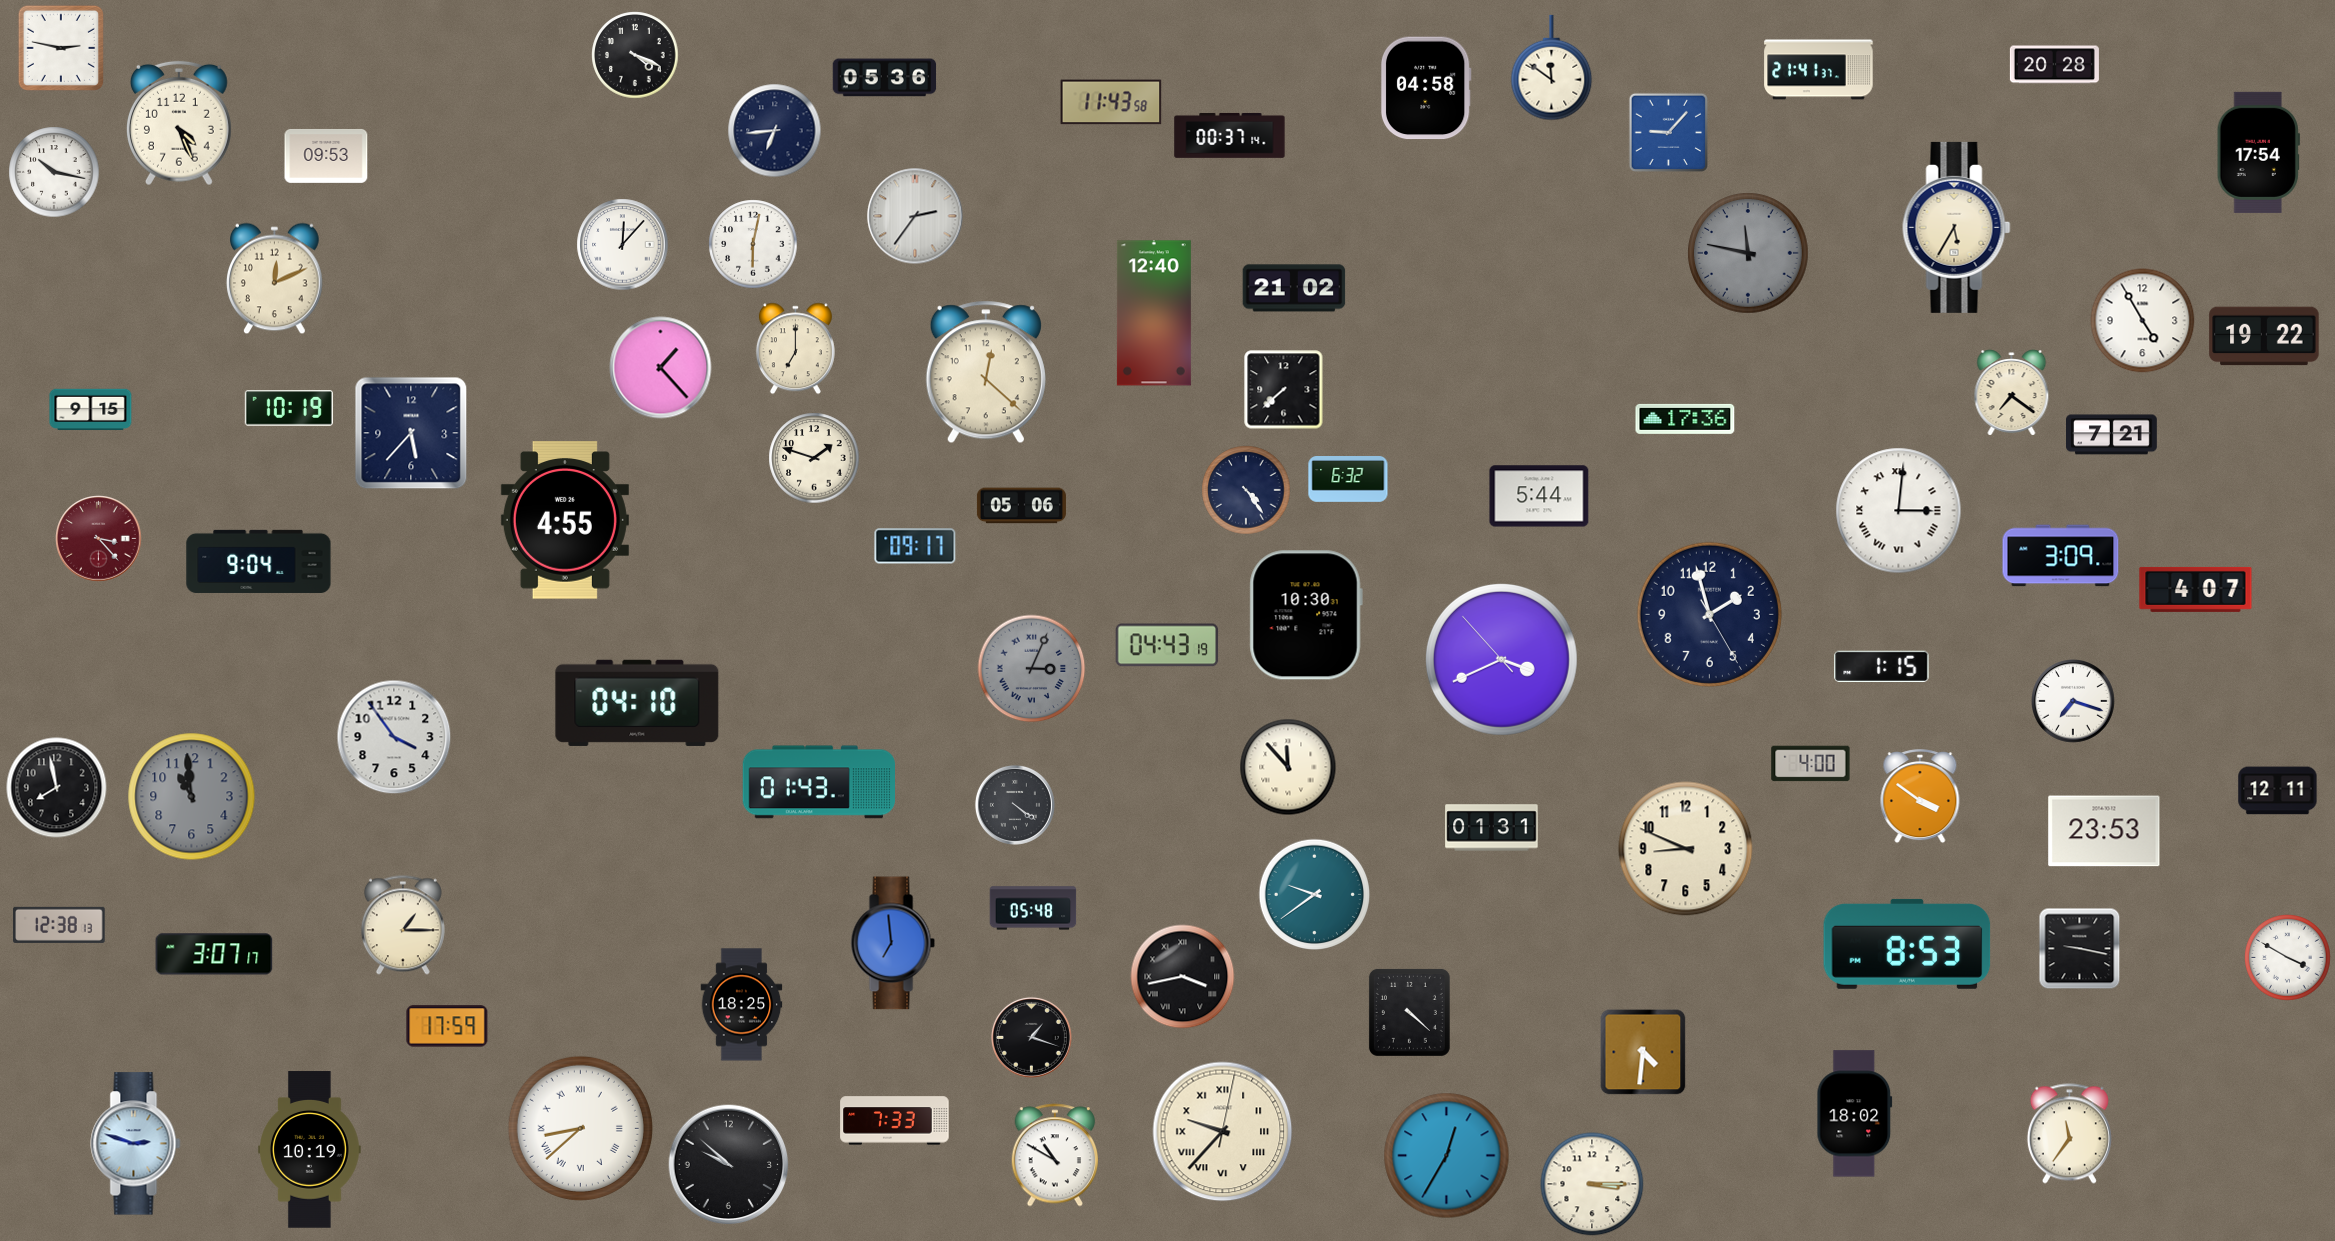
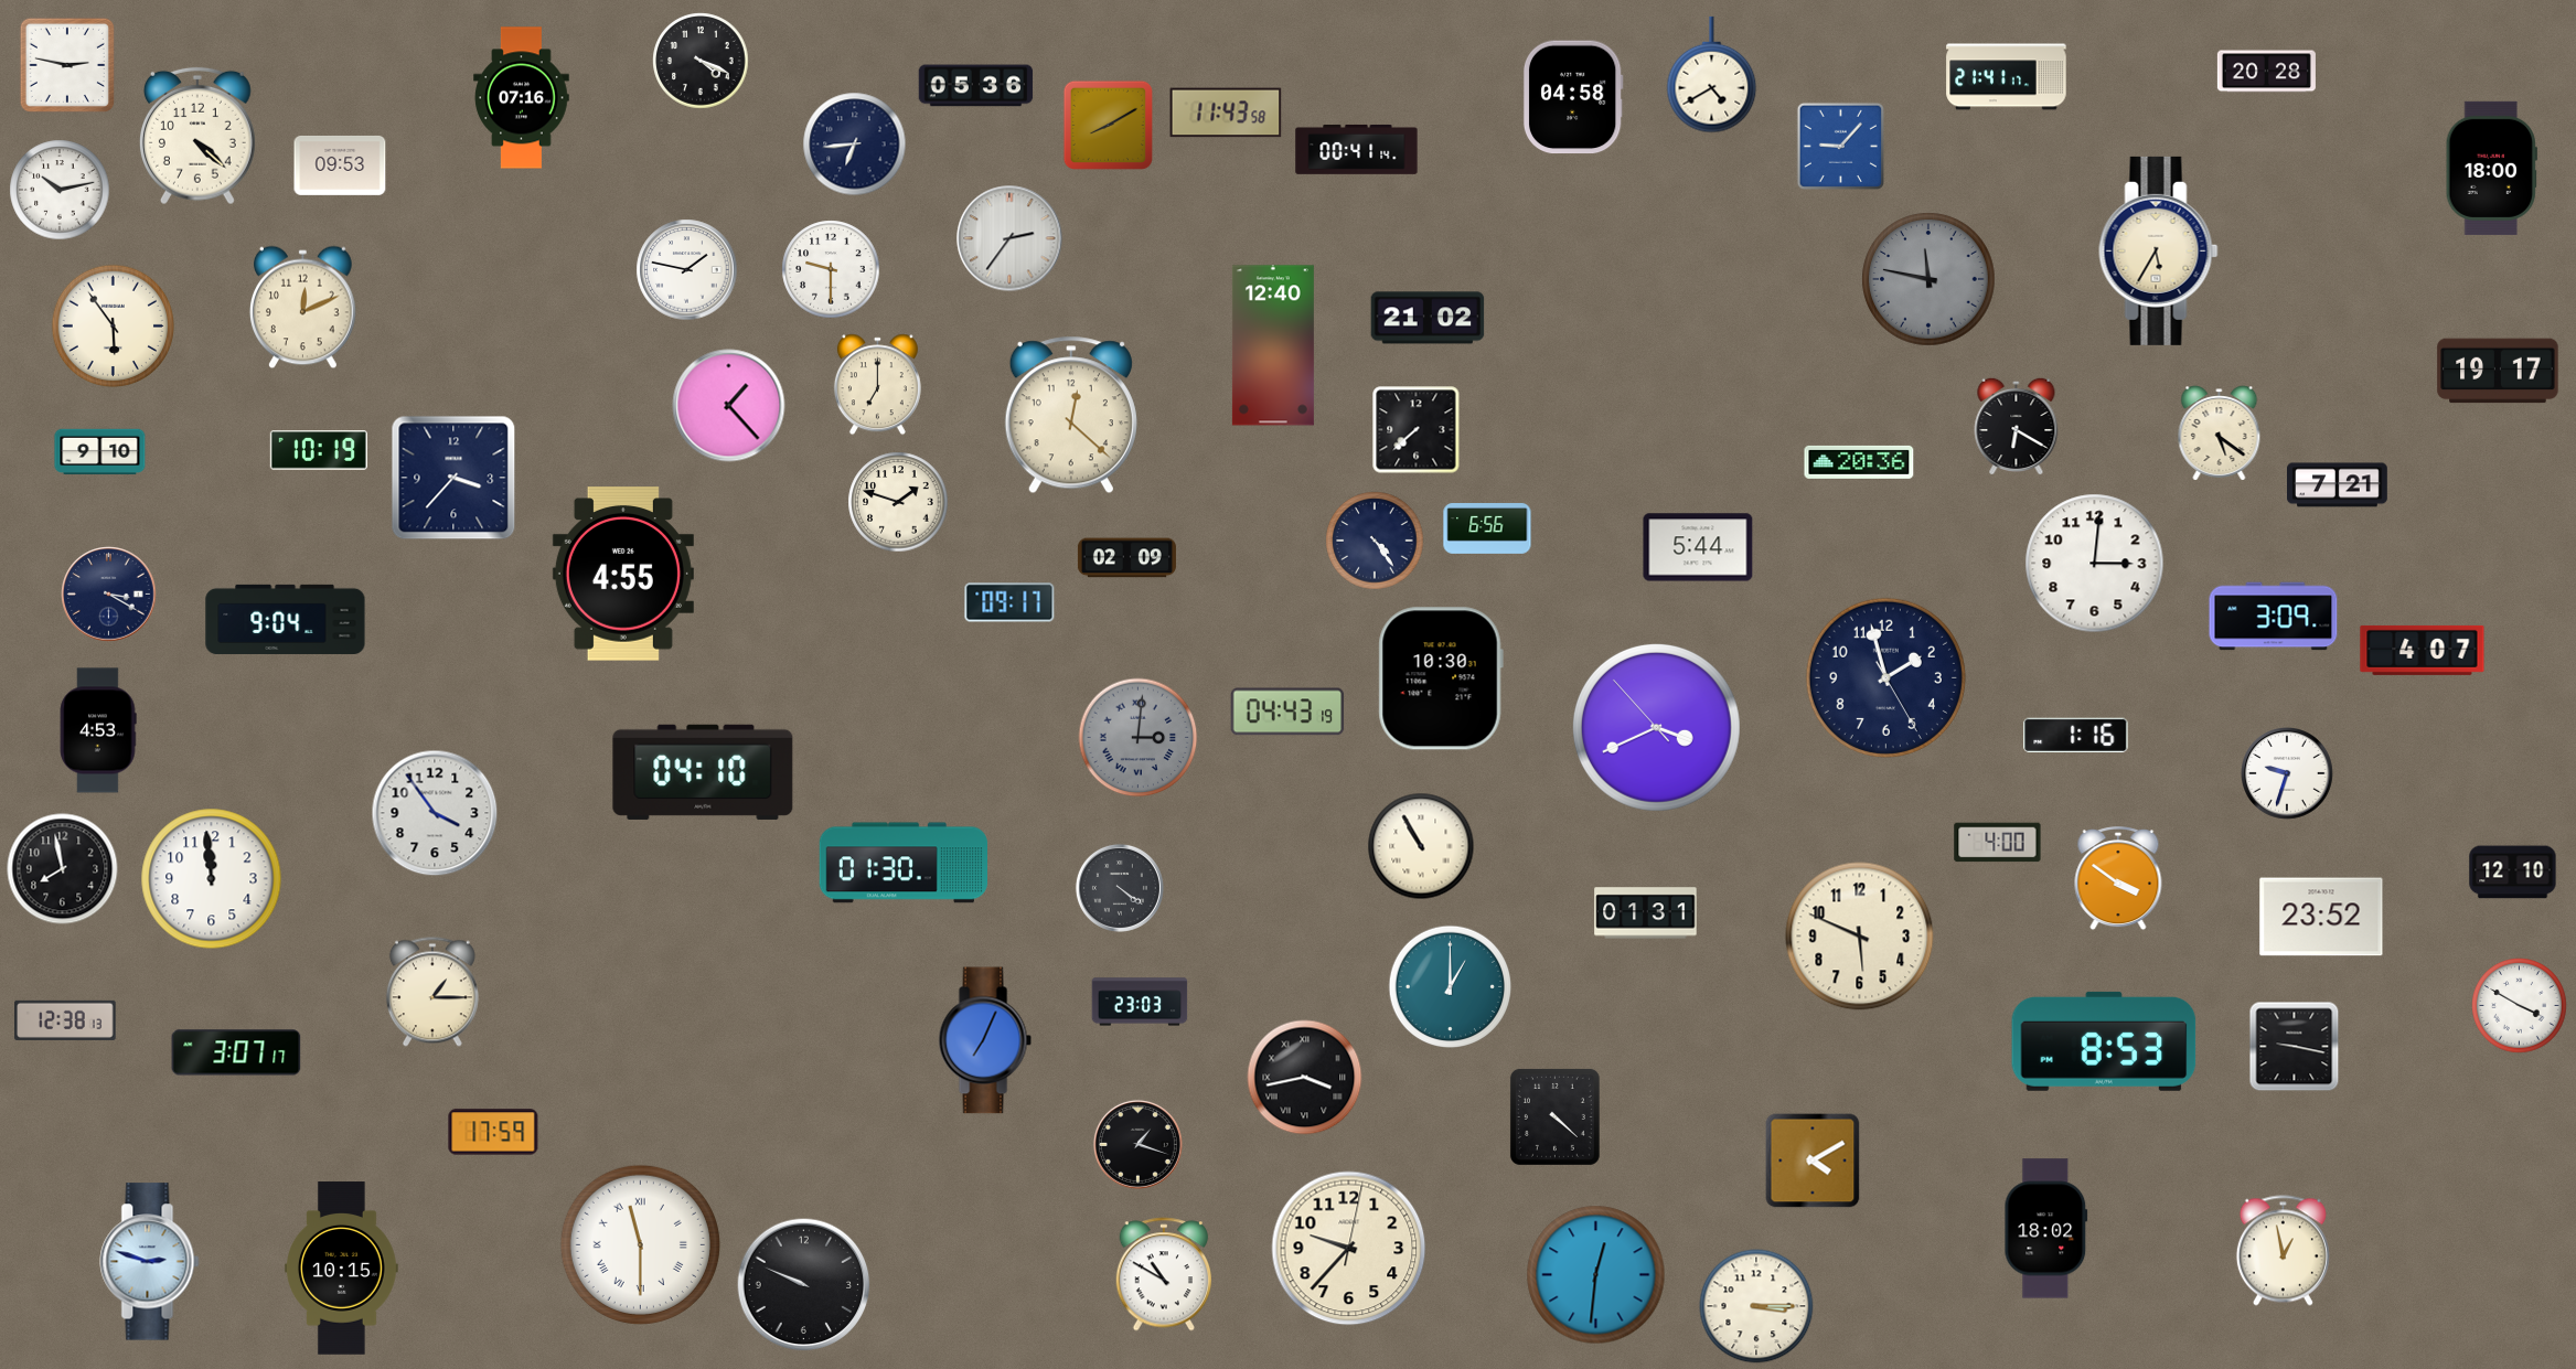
clock at (61, 48) position: (61, 48) -> (67, 65)
clock at (1552, 68): 11:51 -> 4:40
clock at (1819, 70): 21:41:37 -> 21:41:17
clock at (522, 98): none -> 07:16
clock at (1108, 125): none -> 8:10
clock at (179, 123): 4:26 -> 4:22
clock at (1230, 135): 00:37 -> 00:41
clock at (2258, 152): 17:54 -> 18:00
clock at (326, 156) position: (326, 156) -> (340, 165)
clock at (54, 172): 10:17 -> 10:13
clock at (753, 244): 6:02 -> 9:30
clock at (623, 245): 12:07 -> 1:47
clock at (114, 327): none -> 5:54
clock at (2143, 321): 4:55 -> none
clock at (2264, 336): 19:22 -> 19:17
clock at (986, 372) position: (986, 372) -> (1071, 415)
clock at (2017, 426): none -> 6:20
clock at (2012, 393): 7:21 -> 5:21
clock at (91, 410): 9:15 -> 9:10
clock at (1685, 419): 17:36 -> 20:36
clock at (411, 433): 5:37 -> 3:37
clock at (2112, 435) position: (2112, 435) -> (2338, 485)
clock at (814, 458) position: (814, 458) -> (898, 502)
clock at (1348, 480): 6:32 -> 6:56
clock at (1021, 506): 05:06 -> 02:09
clock at (1899, 511) numerals: Roman -> Arabic
clock at (99, 539): 3:23 -> 3:20
clock at (99, 539) dial: burgundy -> navy
clock at (2061, 556) position: (2061, 556) -> (2274, 617)
clock at (98, 730): none -> 4:53
clock at (1882, 666): 1:15 -> 1:16
clock at (1032, 669): 3:04 -> 3:01
clock at (2074, 702): 7:18 -> 9:33
clock at (637, 703) position: (637, 703) -> (703, 772)
clock at (1288, 767): 11:53 -> 10:55
clock at (818, 782): 01:43 -> 01:30
clock at (2278, 791): 12:11 -> 12:10
clock at (192, 797): 10:59 -> 11:59
clock at (192, 797) dial: grey -> white
clock at (2104, 831): 23:53 -> 23:52
clock at (1686, 849): 8:49 -> 5:49
clock at (1315, 895): 9:39 -> 1:00
clock at (1033, 908): 05:48 -> 23:03
clock at (403, 925) position: (403, 925) -> (432, 992)
clock at (893, 943): 6:59 -> 7:04
clock at (2288, 958) position: (2288, 958) -> (2520, 1006)
clock at (742, 1005): 18:25 -> none
clock at (1643, 1052): 4:31 -> 4:10
clock at (895, 1121): 7:33 -> none
clock at (580, 1128): 8:38 -> 11:30
clock at (1223, 1132) numerals: Roman -> Arabic
clock at (2069, 1134): 11:36 -> 12:58
clock at (310, 1150): 10:19 -> 10:15
clock at (1447, 1156): 12:35 -> 12:31
clock at (729, 1165): 9:52 -> 9:49
